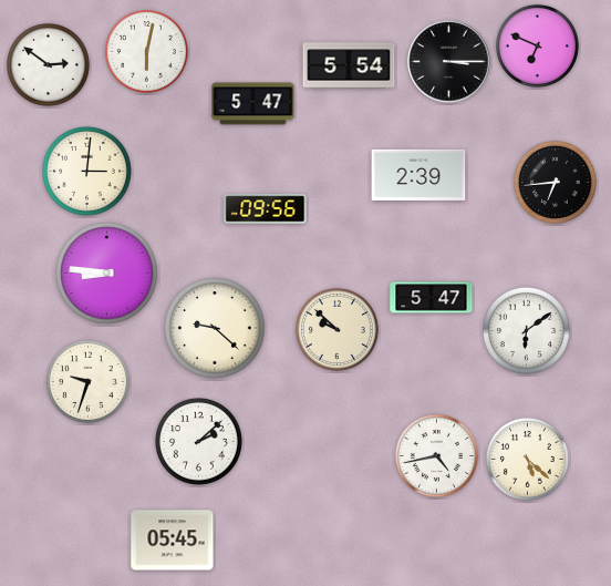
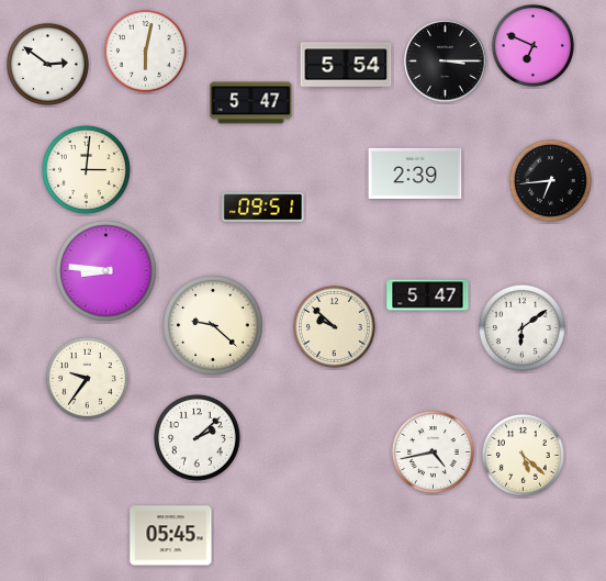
clock at (266, 209): 09:56 -> 09:51
clock at (87, 381): 9:33 -> 9:36
